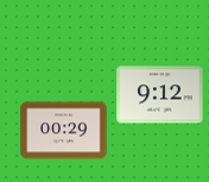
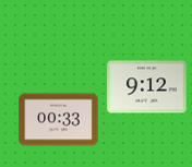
clock at (64, 131): 00:29 -> 00:33
